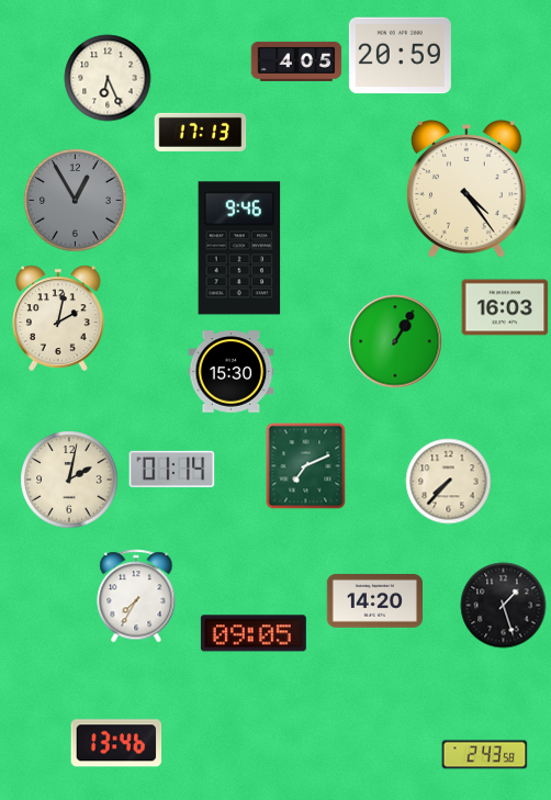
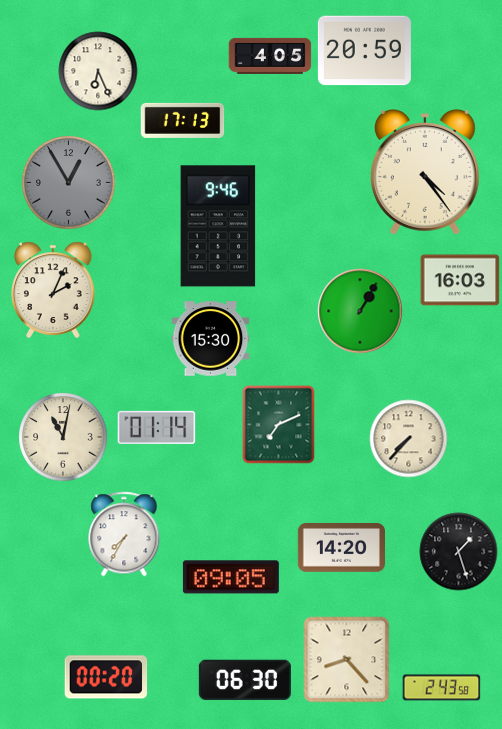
clock at (58, 318): 2:02 -> 2:04
clock at (69, 480): 2:02 -> 11:02
clock at (136, 596) position: (136, 596) -> (124, 534)
clock at (346, 659): none -> 8:23
clock at (116, 743): 13:46 -> 00:20
clock at (245, 679): none -> 06:30
